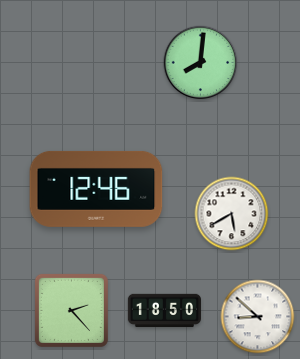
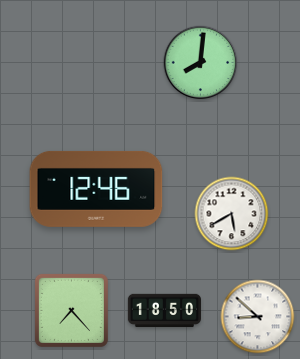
clock at (71, 310): 2:23 -> 7:23
